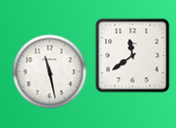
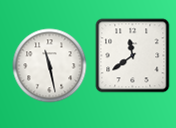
clock at (50, 72) position: (50, 72) -> (50, 66)
